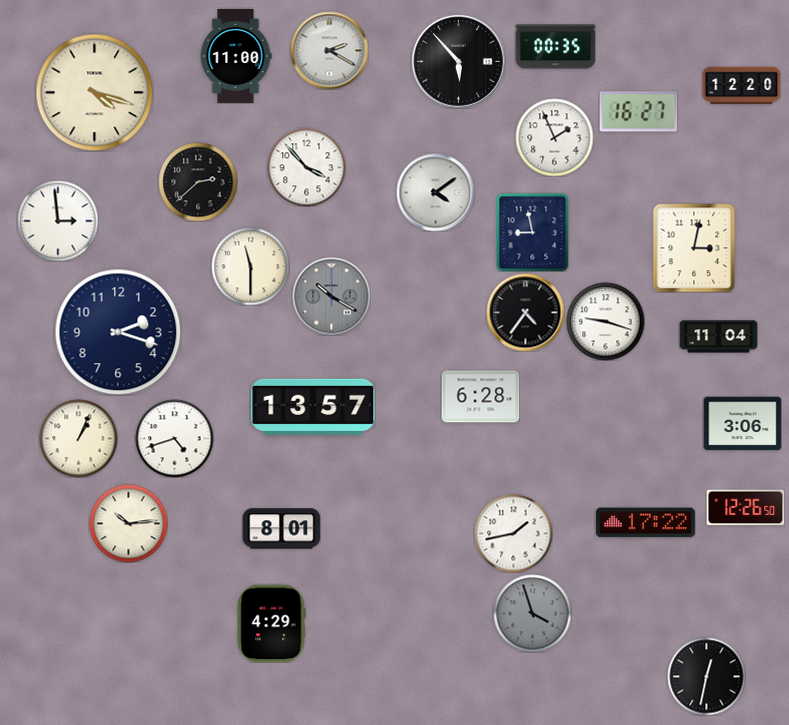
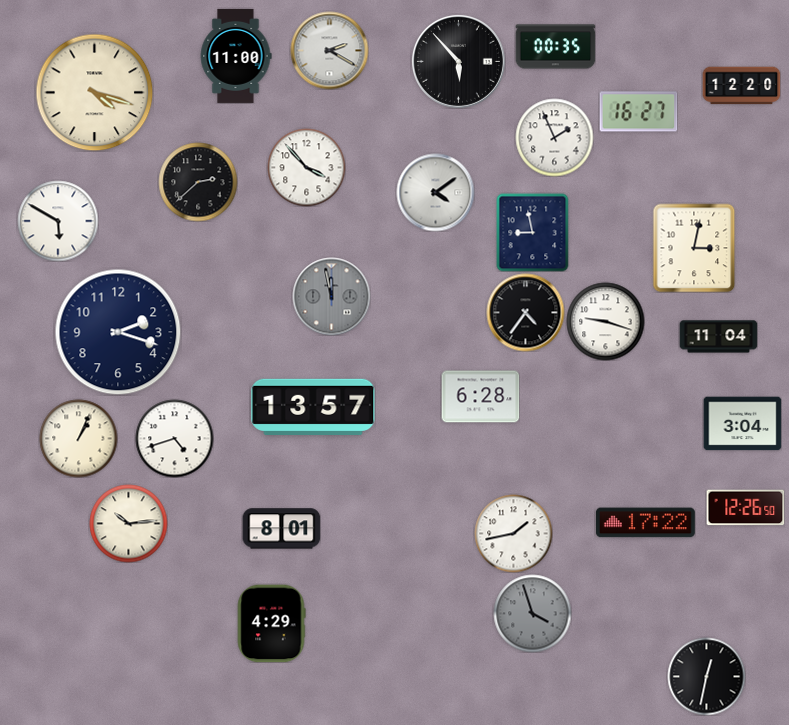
clock at (58, 221): 2:59 -> 5:50
clock at (250, 266): 11:30 -> none
clock at (331, 296): 10:20 -> 11:58
clock at (742, 424): 3:06 -> 3:04
